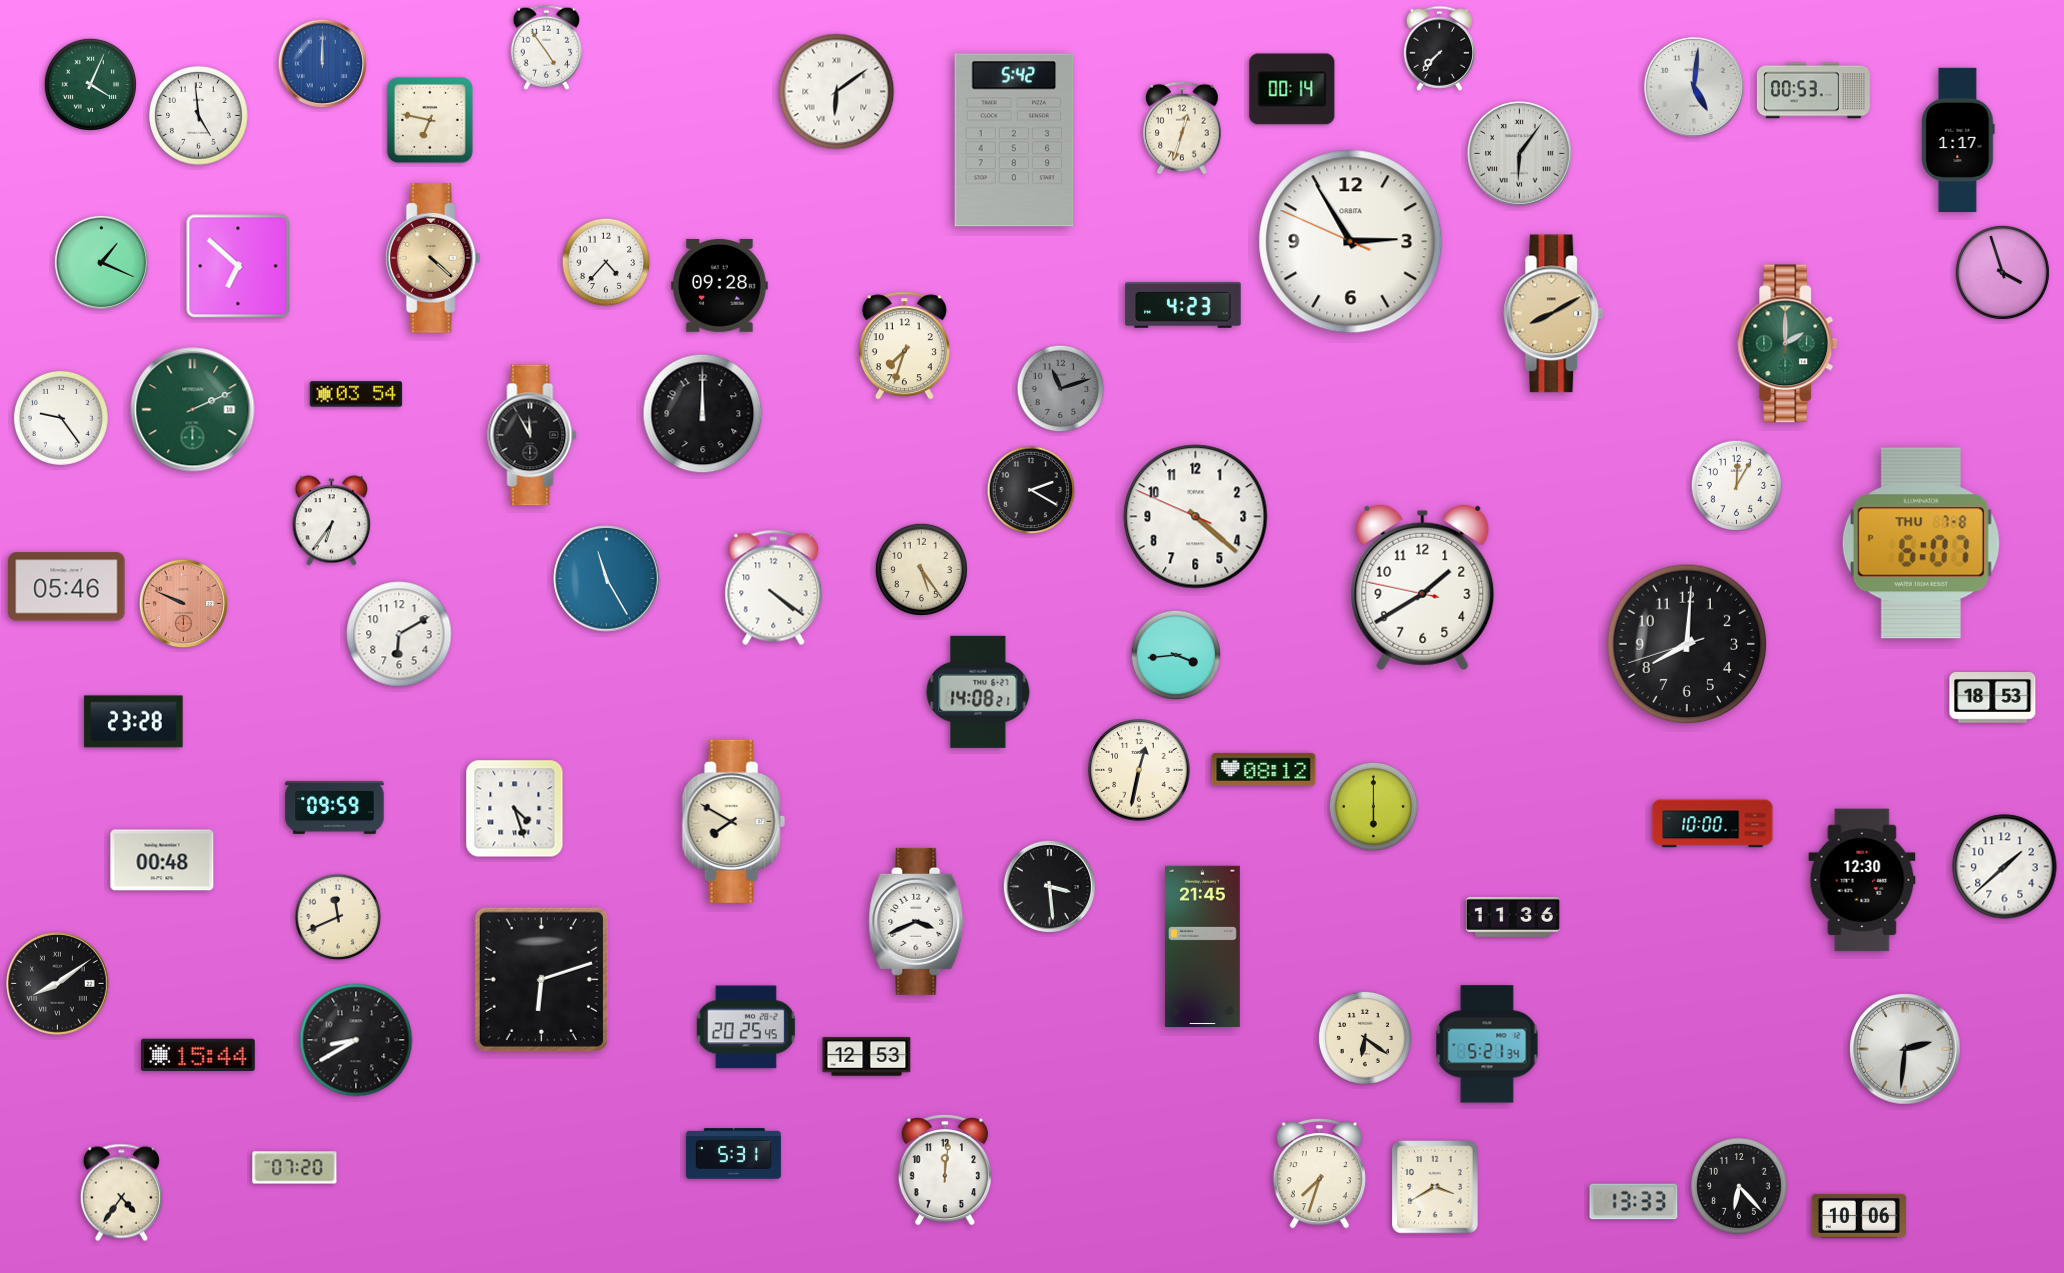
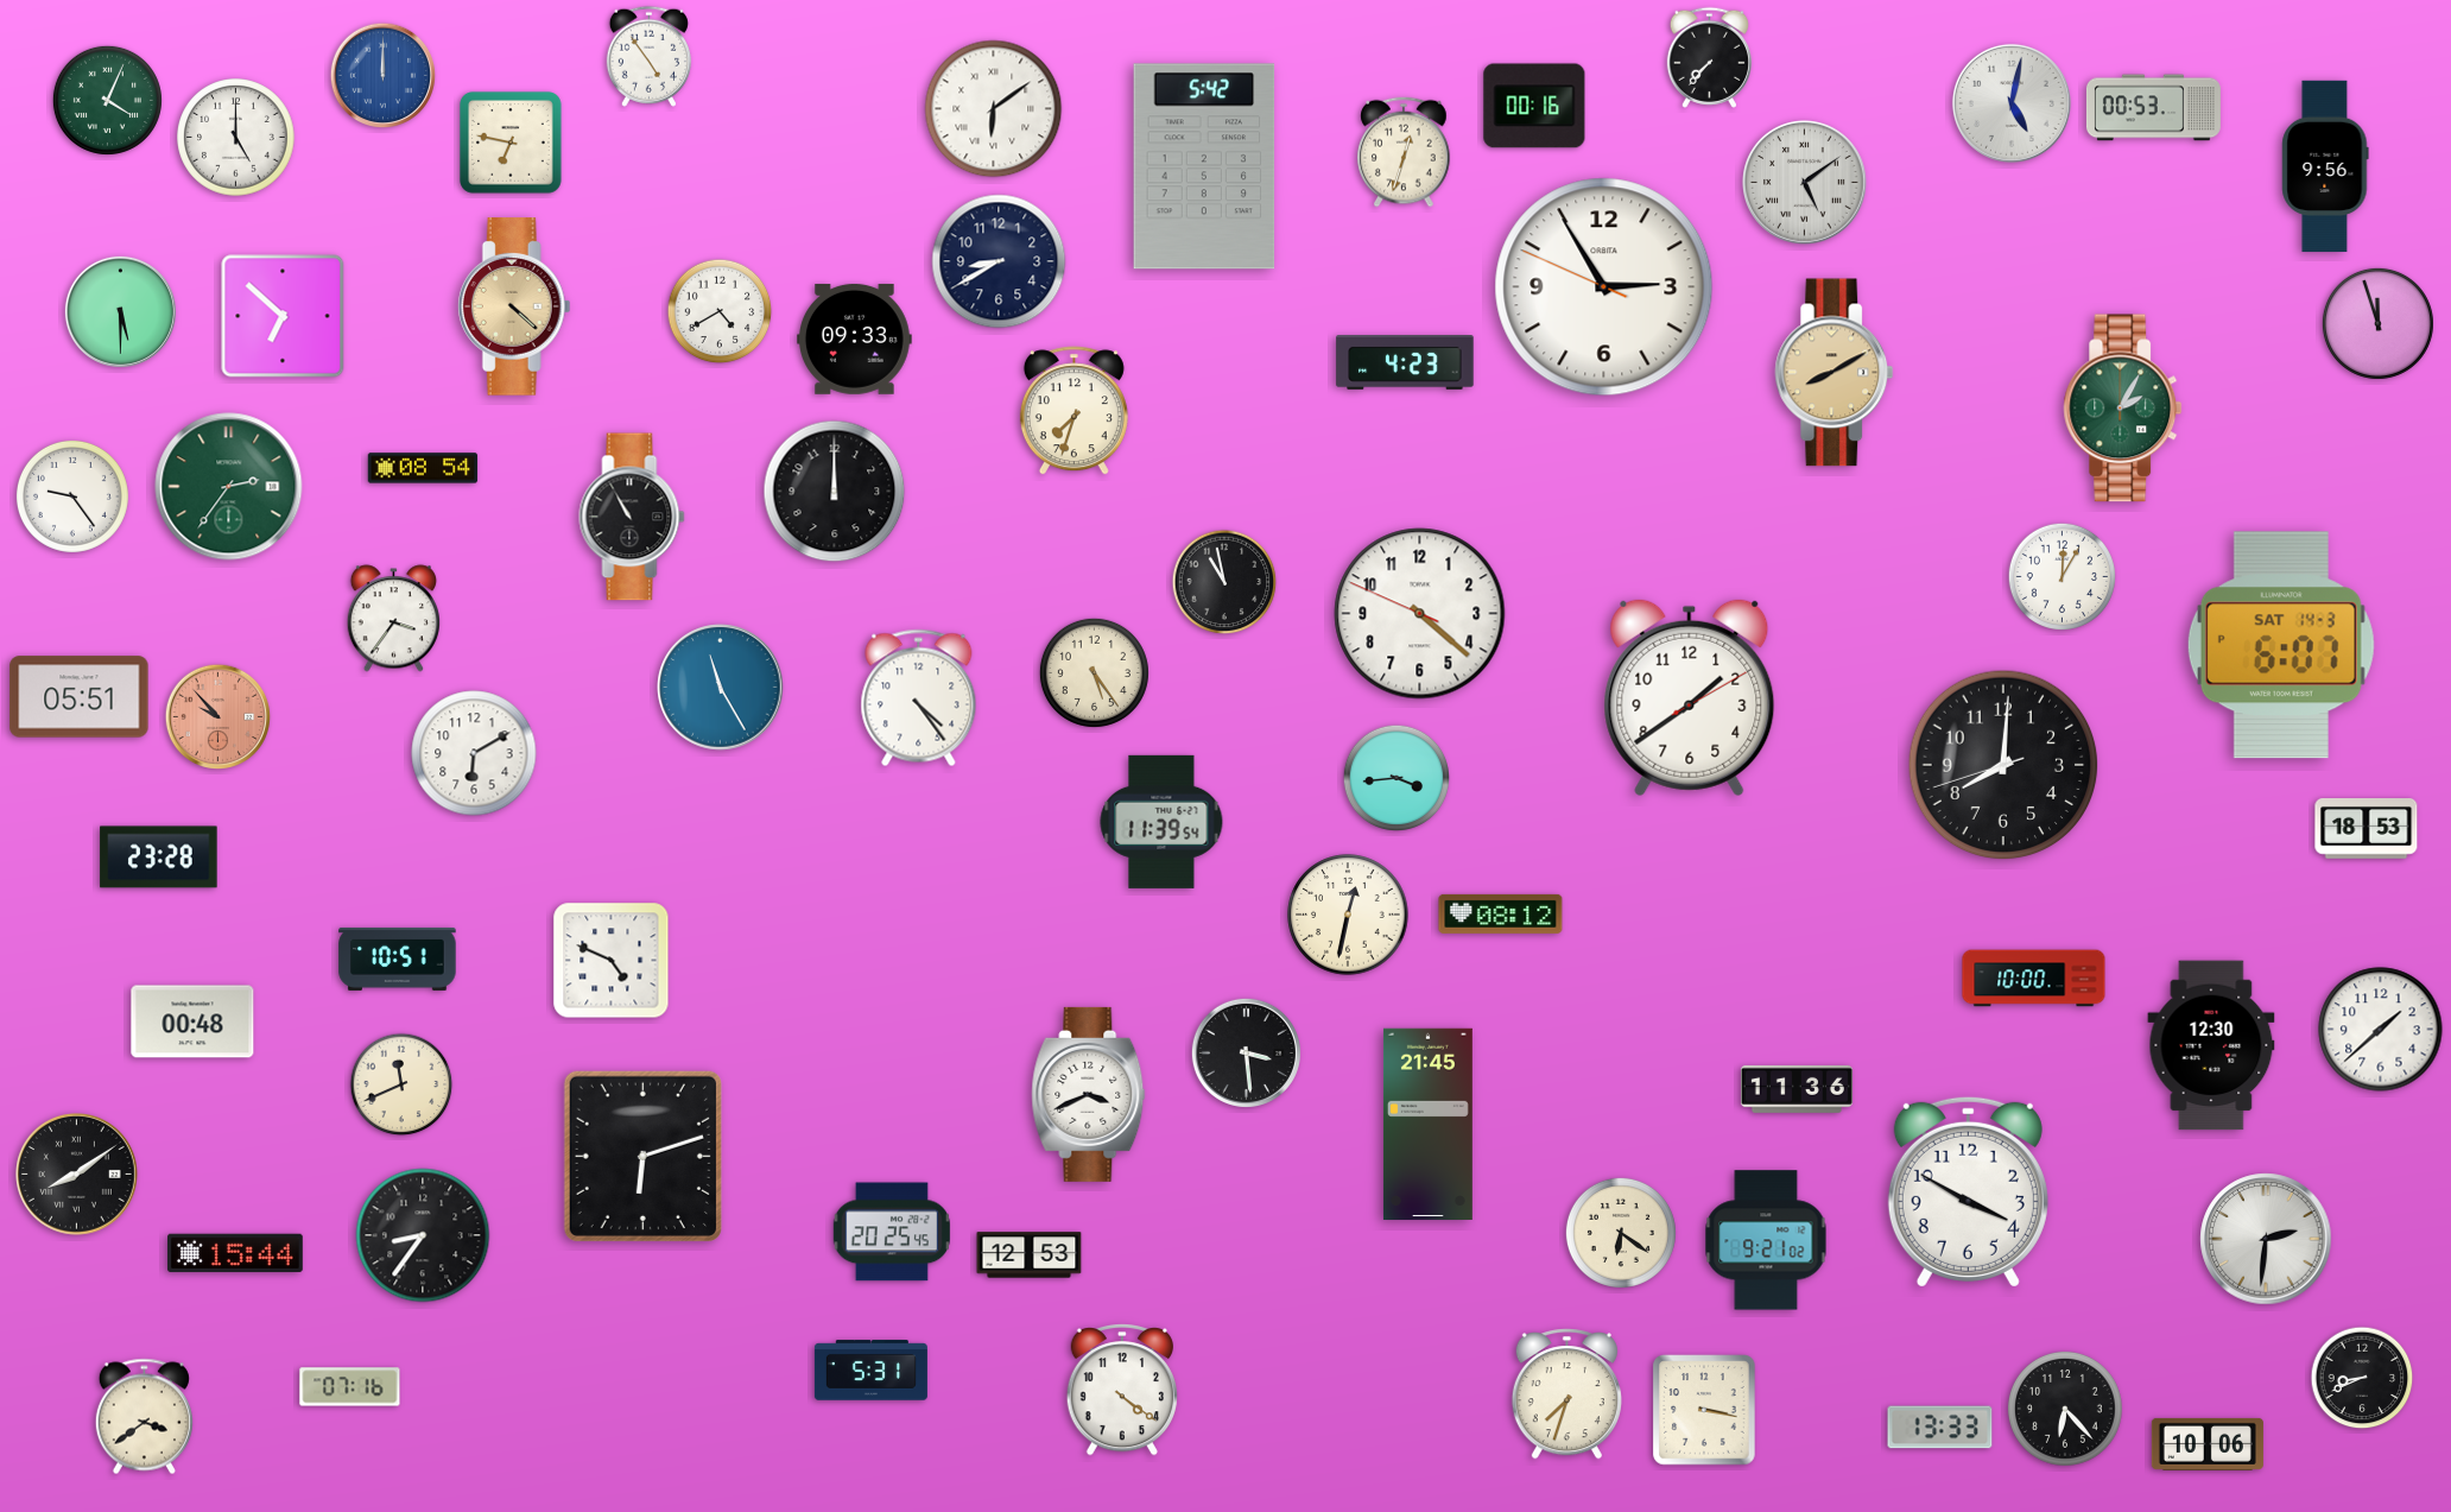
clock at (1694, 87): 5:01 -> 5:02
clock at (1292, 89): 00:14 -> 00:16
clock at (199, 116): 4:59 -> 5:00
clock at (1958, 140): 1:17 -> 9:56
clock at (1520, 154): 6:06 -> 5:09
clock at (999, 261): none -> 8:40
clock at (101, 262): 1:19 -> 5:30
clock at (606, 262): 4:37 -> 4:40
clock at (2002, 272): 3:57 -> 11:57
clock at (720, 285): 09:28 -> 09:33
clock at (1554, 314) position: (1554, 314) -> (1835, 373)
clock at (1788, 344): 2:00 -> 2:05
clock at (1061, 389): 11:12 -> none
clock at (356, 394): 03:54 -> 08:54
clock at (193, 410): 2:11 -> 2:36
clock at (532, 435): 11:55 -> 10:55
clock at (1031, 490): 2:20 -> 10:58
clock at (331, 521): 6:36 -> 3:36
clock at (1921, 543) date: THU 7-8 -> SAT 14-3
clock at (921, 569) position: (921, 569) -> (1094, 672)
clock at (67, 587): 05:46 -> 05:51
clock at (774, 588): 4:21 -> 4:24
clock at (1423, 588): 1:39:47 -> 1:39:10
clock at (184, 604): 9:49 -> 9:53
clock at (978, 692): 14:08 -> 11:39
clock at (1139, 770) position: (1139, 770) -> (1348, 915)
clock at (335, 807): 09:59 -> 10:51
clock at (1374, 807): 6:00 -> none
clock at (515, 809): 4:27 -> 4:49
clock at (733, 821): 7:50 -> none
clock at (338, 917) position: (338, 917) -> (401, 1084)
clock at (541, 979) position: (541, 979) -> (642, 1156)
clock at (58, 984) position: (58, 984) -> (77, 1175)
clock at (1968, 1191): none -> 3:50
clock at (746, 1027) position: (746, 1027) -> (892, 1232)
clock at (356, 1040): 8:40 -> 8:36
clock at (1487, 1044): 5:21 -> 9:21
clock at (1905, 1049) position: (1905, 1049) -> (2266, 1239)
clock at (2362, 1378): none -> 8:41
clock at (295, 1168): 07:20 -> 07:16
clock at (944, 1170): 12:01 -> 4:21
clock at (1435, 1187): 3:40 -> 3:17
clock at (121, 1193): 4:36 -> 3:39
